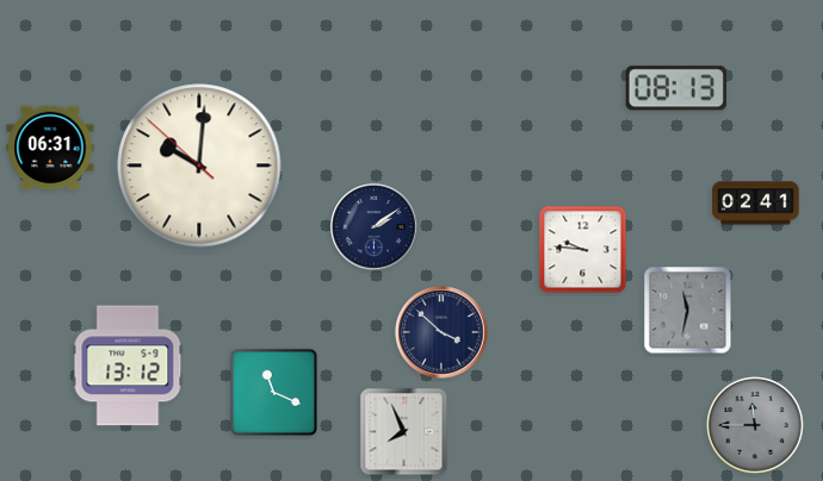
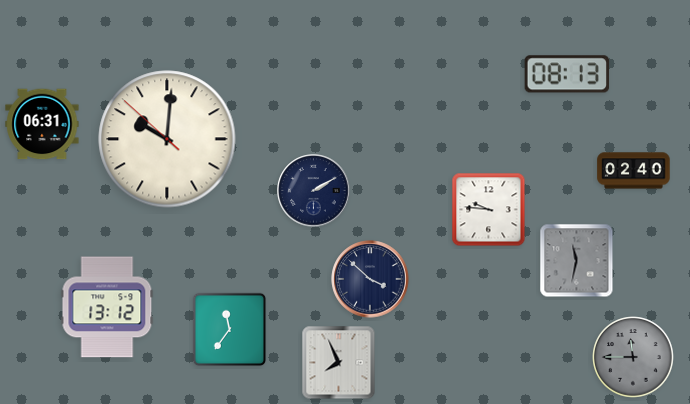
clock at (756, 204): 02:41 -> 02:40
clock at (375, 227): 2:09 -> 2:10
clock at (274, 393): 11:19 -> 11:36
